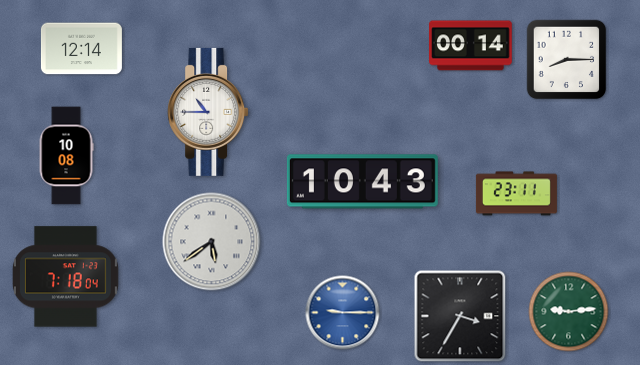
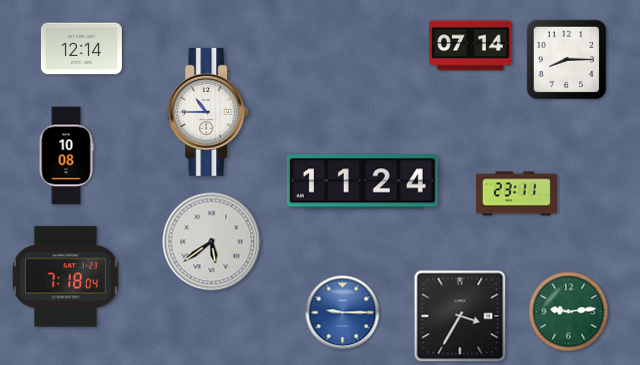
clock at (471, 46): 00:14 -> 07:14
clock at (362, 182): 10:43 -> 11:24
